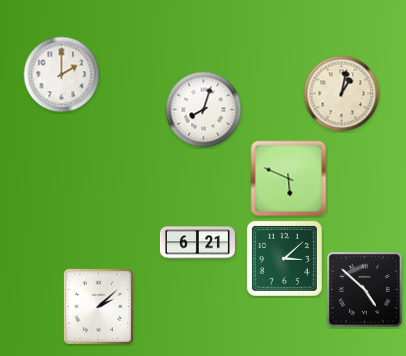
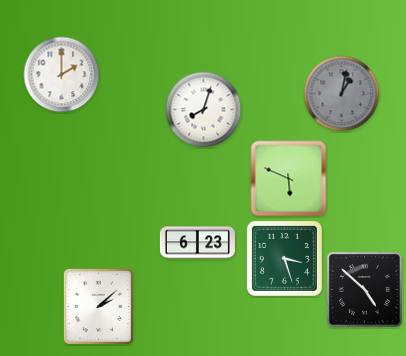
clock at (342, 94) dial: cream -> grey
clock at (197, 243): 6:21 -> 6:23
clock at (284, 258): 3:08 -> 3:27
